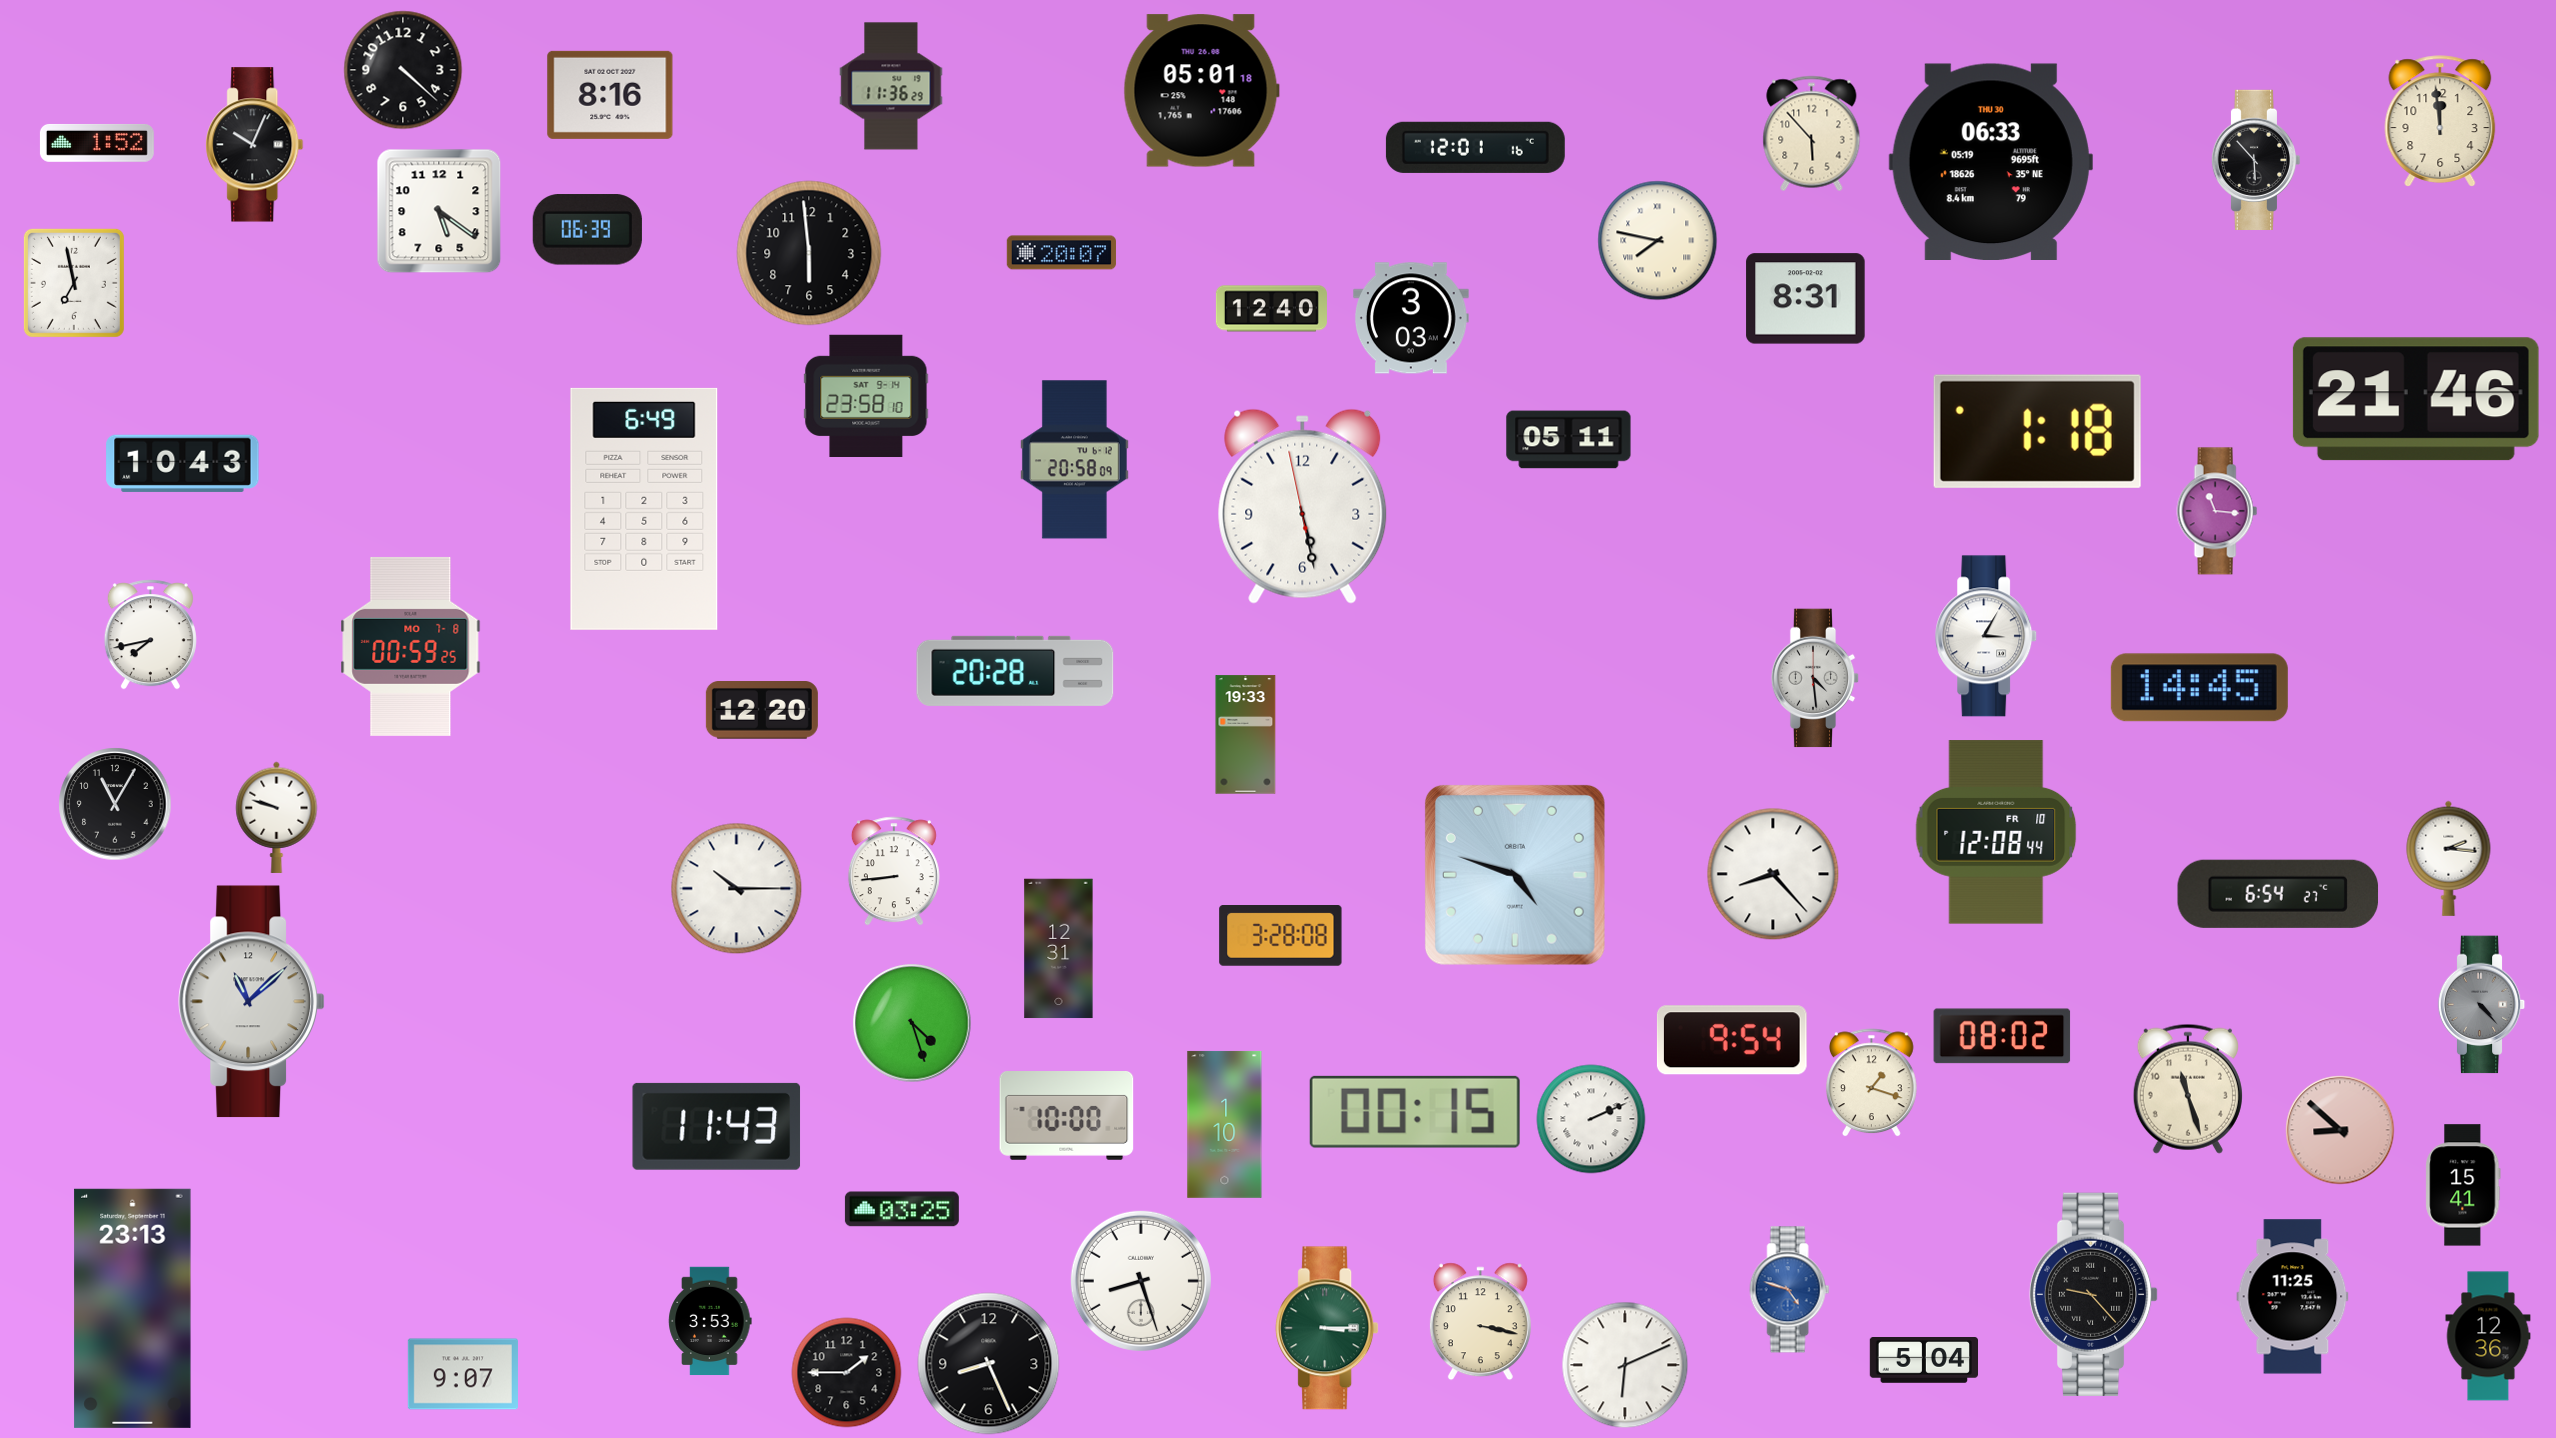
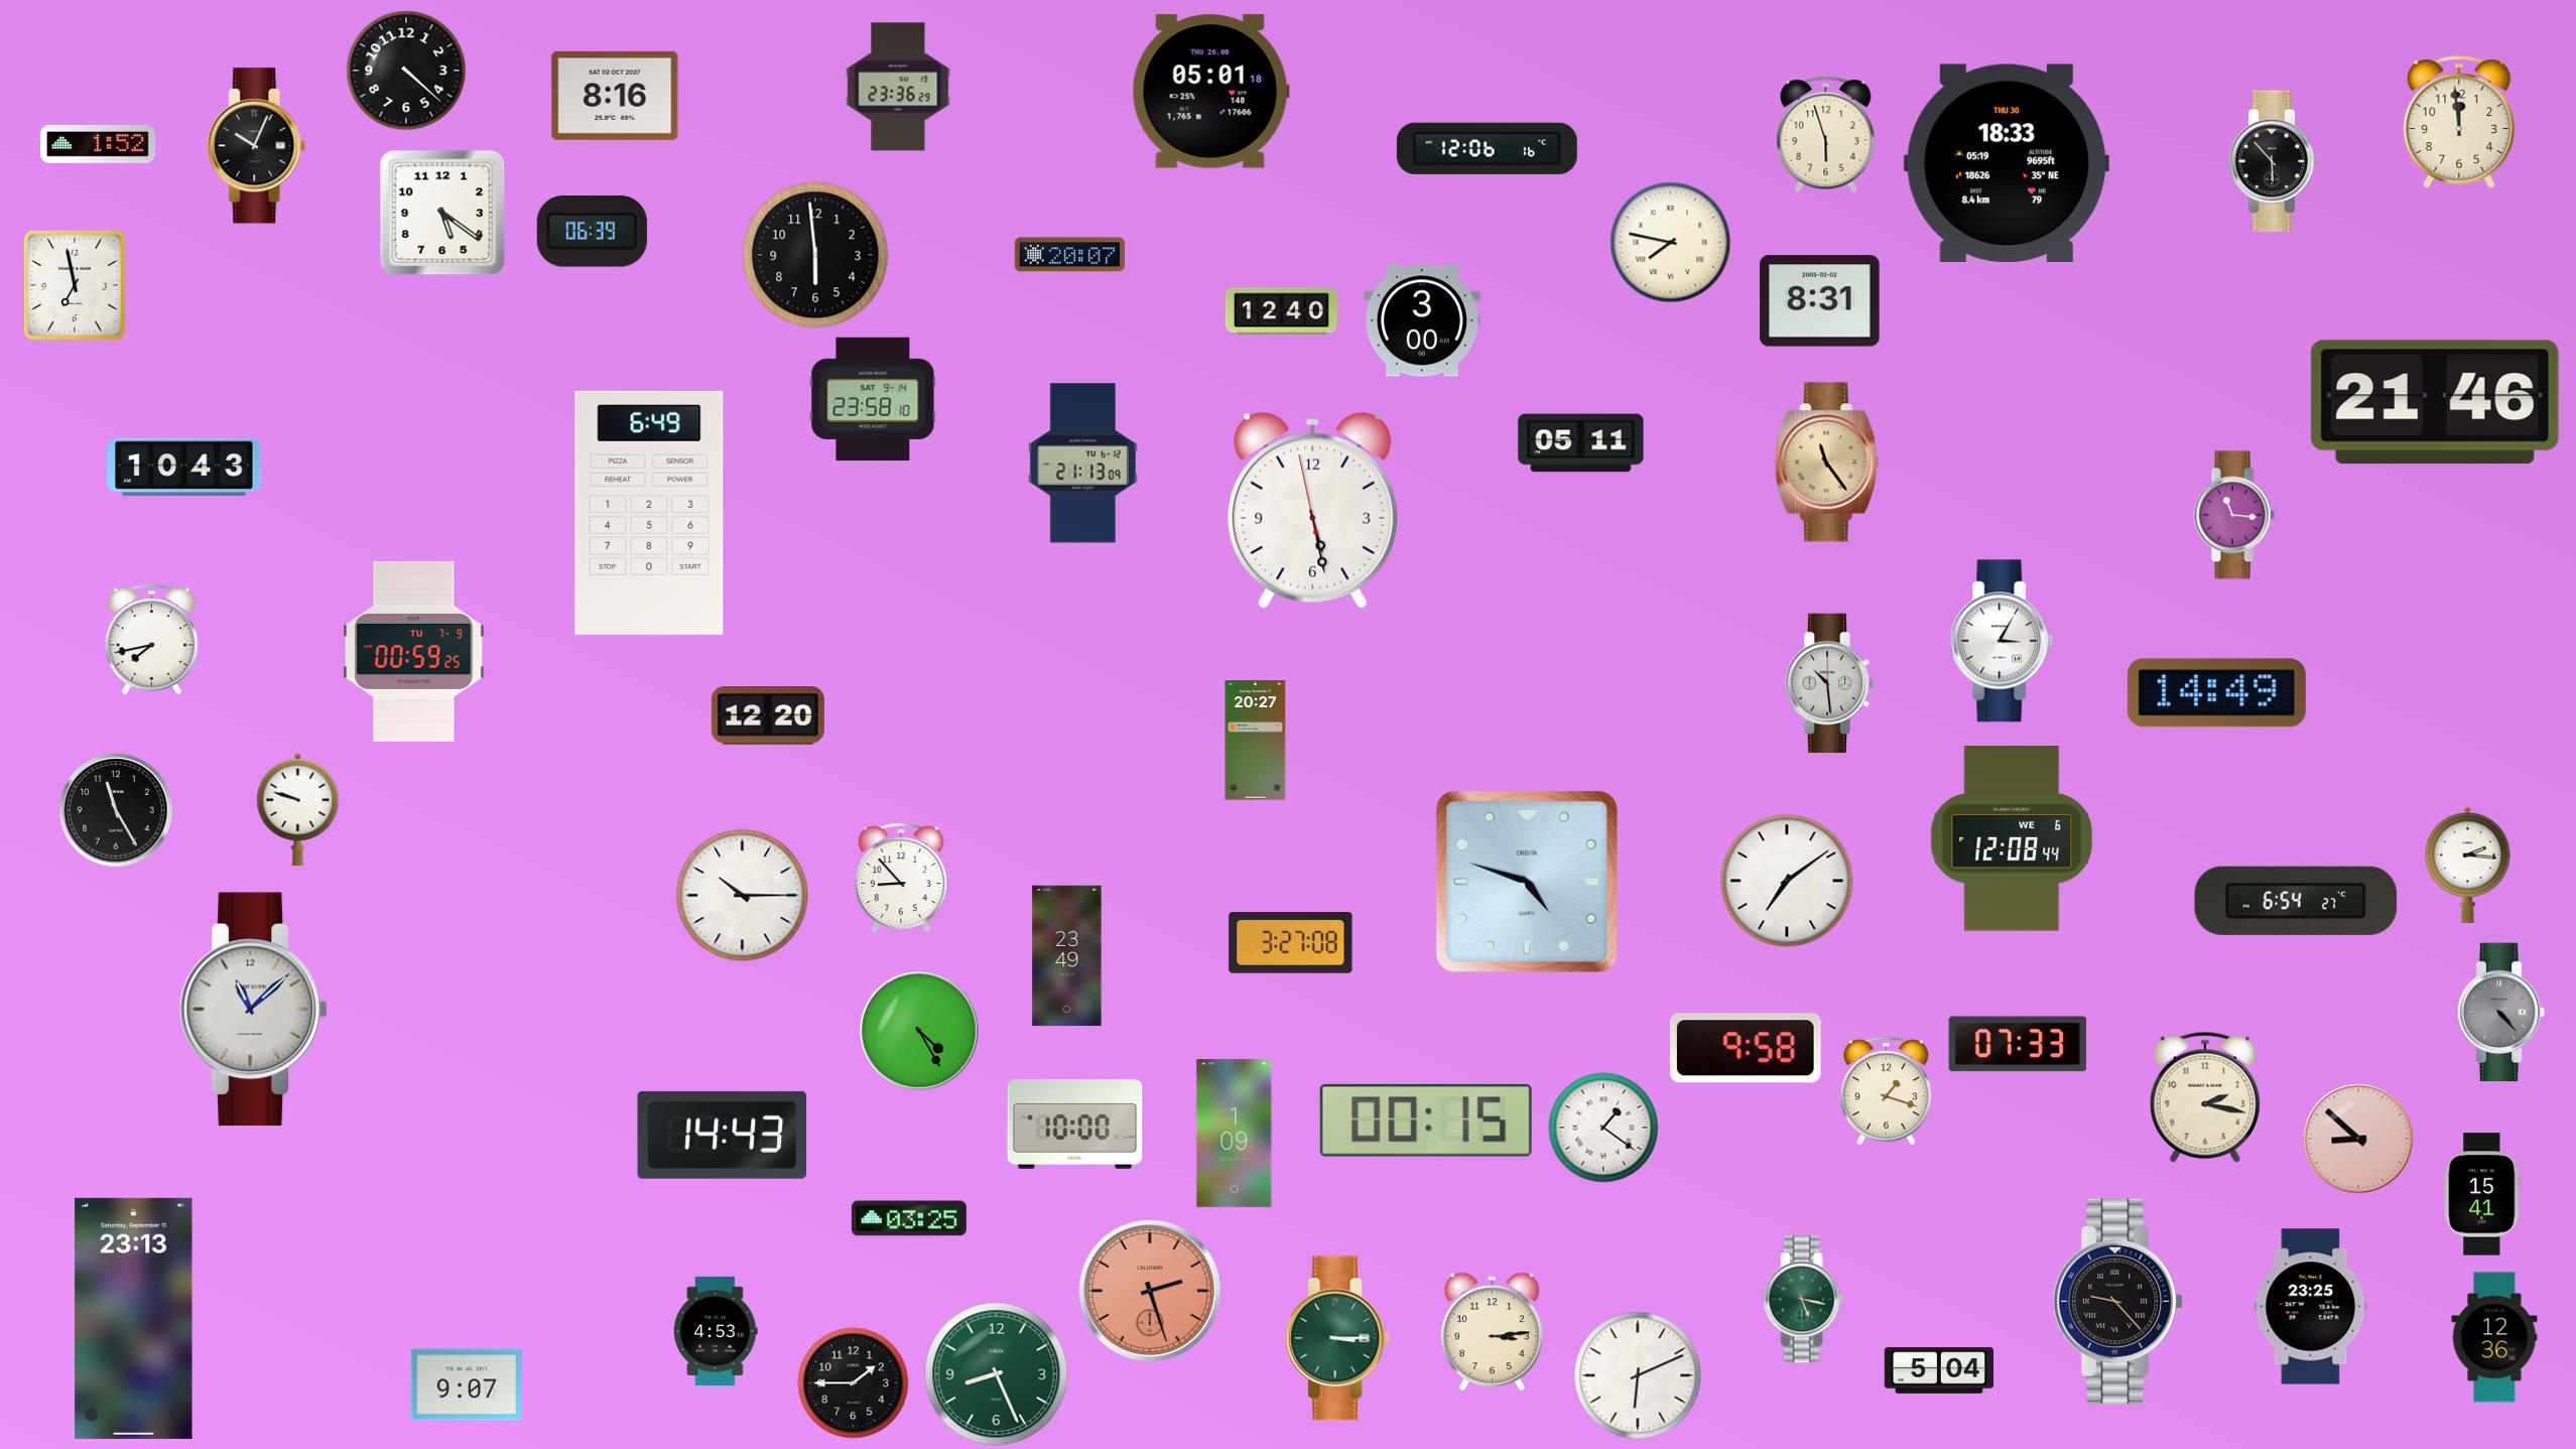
clock at (891, 86): 11:36 -> 23:36
clock at (1812, 134): 5:53 -> 5:57
clock at (1475, 147): 12:01 -> 12:06
clock at (1991, 161): 06:33 -> 18:33
clock at (1411, 318): 3:03 -> 3:00
clock at (2037, 431): 1:18 -> none
clock at (1826, 463): none -> 11:24
clock at (1074, 460): 20:58 -> 21:13
clock at (411, 646) date: MO 7-8 -> TU 7-9
clock at (1015, 671): 20:28 -> none
clock at (1815, 678): 4:29 -> 10:29
clock at (2199, 688): 14:45 -> 14:49
clock at (1246, 735): 19:33 -> 20:27
clock at (115, 804): 11:05 -> 11:25
clock at (277, 817) position: (277, 817) -> (298, 809)
clock at (1996, 832) date: FR 10 -> WE 6
clock at (894, 871): 8:44 -> 8:53
clock at (1773, 874): 8:23 -> 7:09
clock at (1281, 936): 3:28 -> 3:27
clock at (1059, 949): 12:31 -> 23:49
clock at (912, 1023): 4:27 -> 4:25
clock at (2002, 1036): 08:02 -> 07:33
clock at (1732, 1040): 9:54 -> 9:58
clock at (2188, 1089): 11:27 -> 2:17
clock at (1591, 1119): 2:11 -> 1:21
clock at (1225, 1124): 1:10 -> 1:09
clock at (717, 1126): 11:43 -> 14:43
clock at (1141, 1281): 8:27 -> 2:27
clock at (1141, 1281) dial: white -> salmon
clock at (1790, 1290): 4:48 -> 5:17
clock at (1790, 1290) dial: blue -> green
clock at (2094, 1294) position: (2094, 1294) -> (2118, 1301)
clock at (2293, 1297): 11:25 -> 23:25
clock at (710, 1321): 3:53 -> 4:53
clock at (1480, 1322): 3:17 -> 3:14
clock at (2488, 1336) position: (2488, 1336) -> (2494, 1337)
clock at (989, 1364) dial: black -> green
